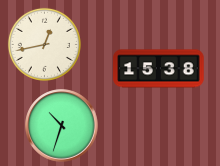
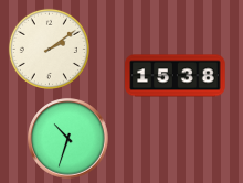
clock at (44, 44): 12:43 -> 2:09
